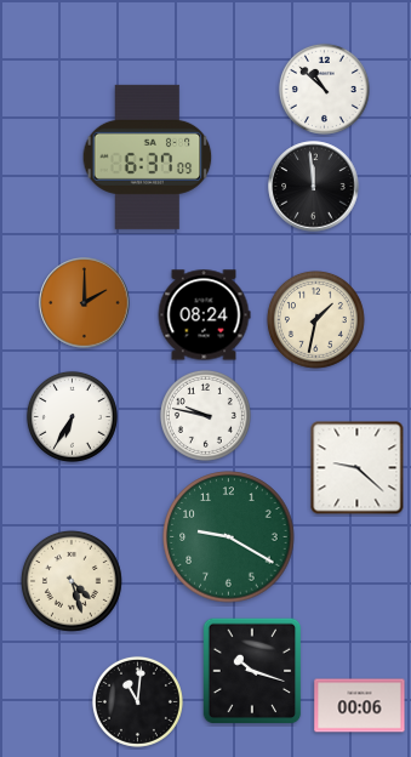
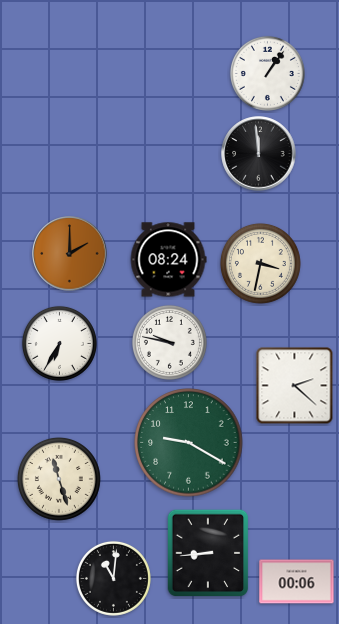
clock at (324, 89): 10:52 -> 1:06
clock at (148, 156): 6:37 -> none
clock at (85, 303) position: (85, 303) -> (70, 254)
clock at (315, 319): 1:32 -> 3:32
clock at (358, 468): 9:22 -> 2:22
clock at (72, 581): 4:27 -> 11:27
clock at (252, 671): 10:18 -> 8:44
